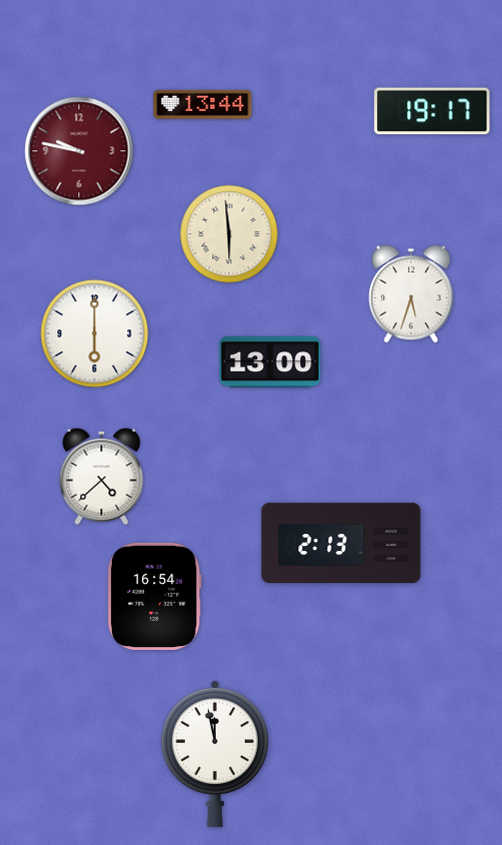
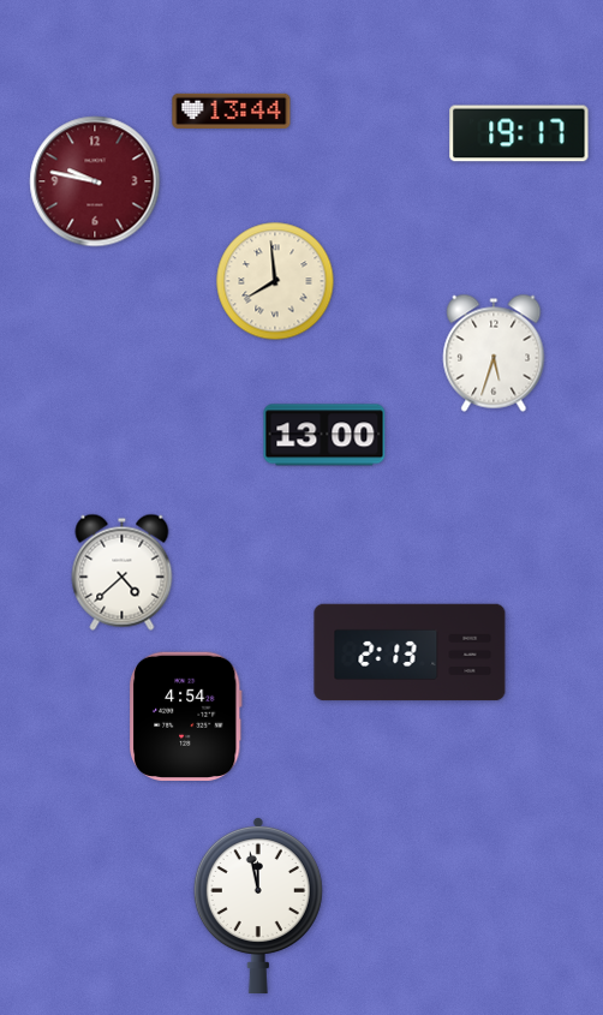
clock at (203, 104) position: (203, 104) -> (232, 111)
clock at (229, 234): 5:59 -> 7:59
clock at (95, 334): 6:00 -> none
clock at (155, 596): 16:54 -> 4:54
